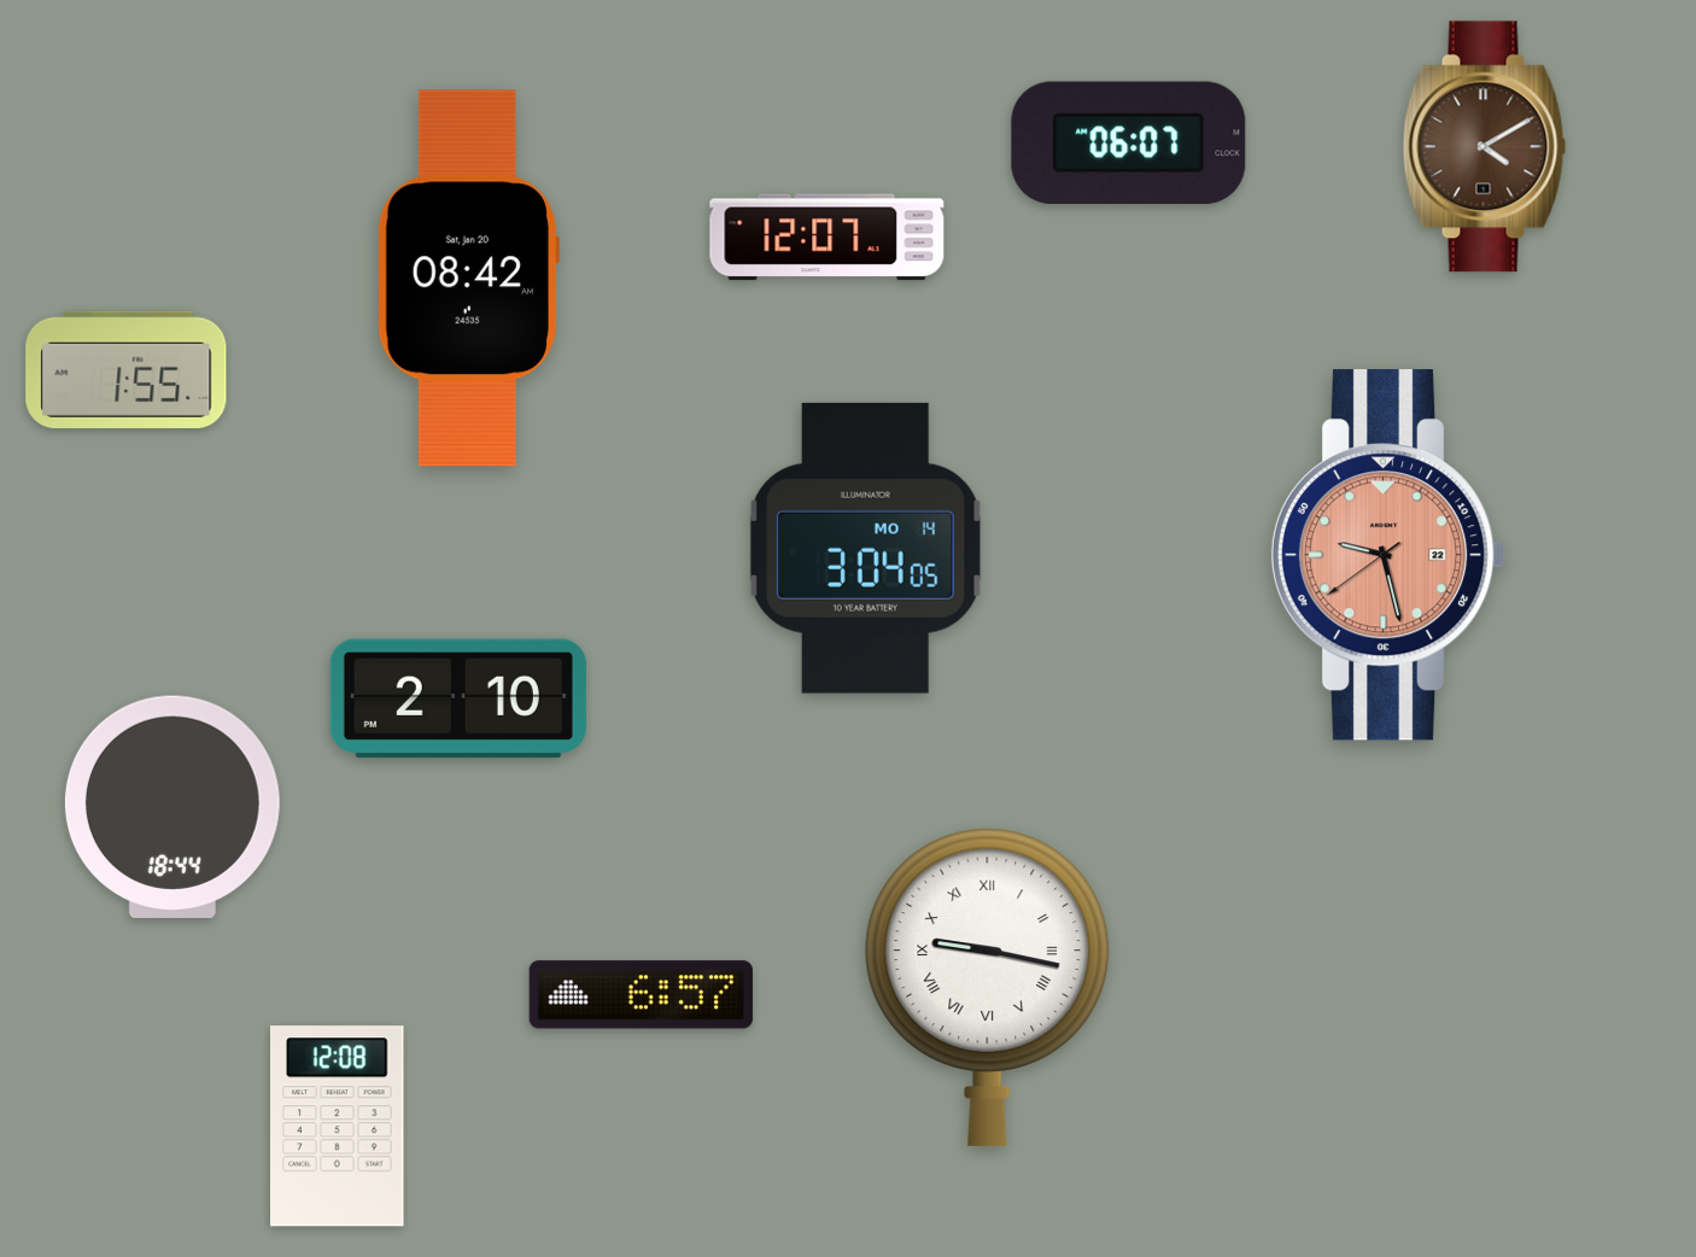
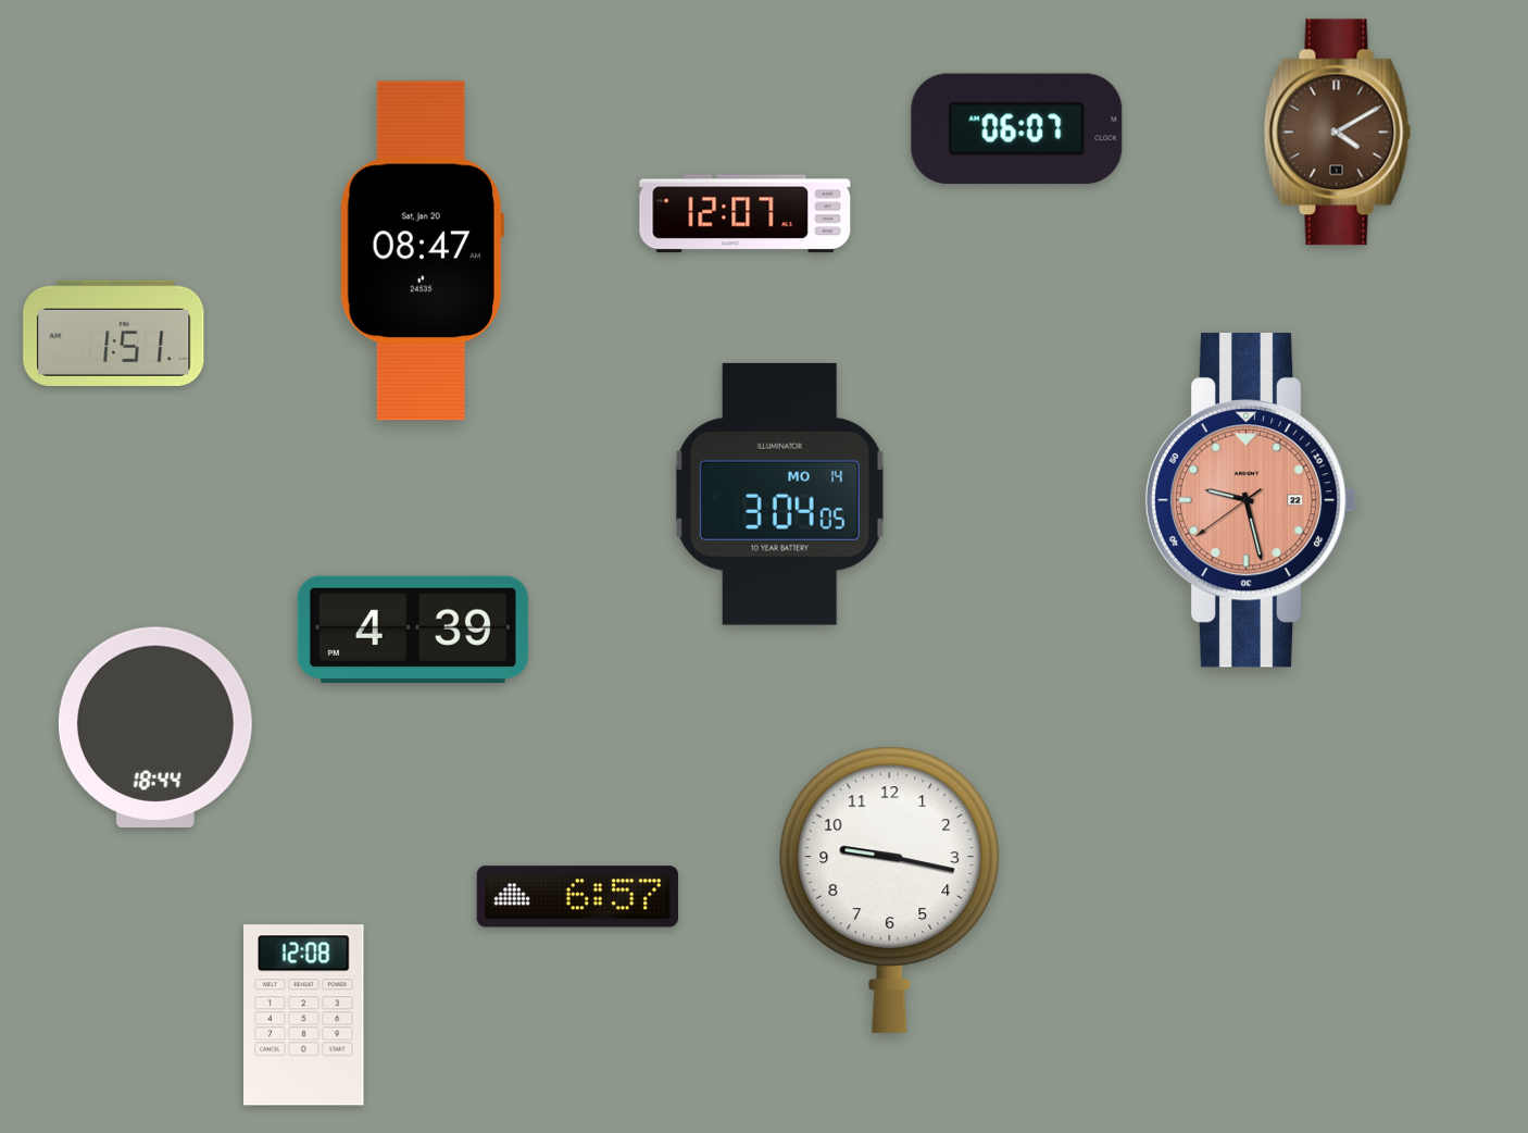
clock at (468, 279): 08:42 -> 08:47
clock at (127, 369): 1:55 -> 1:51
clock at (458, 698): 2:10 -> 4:39
clock at (988, 987) numerals: Roman -> Arabic
